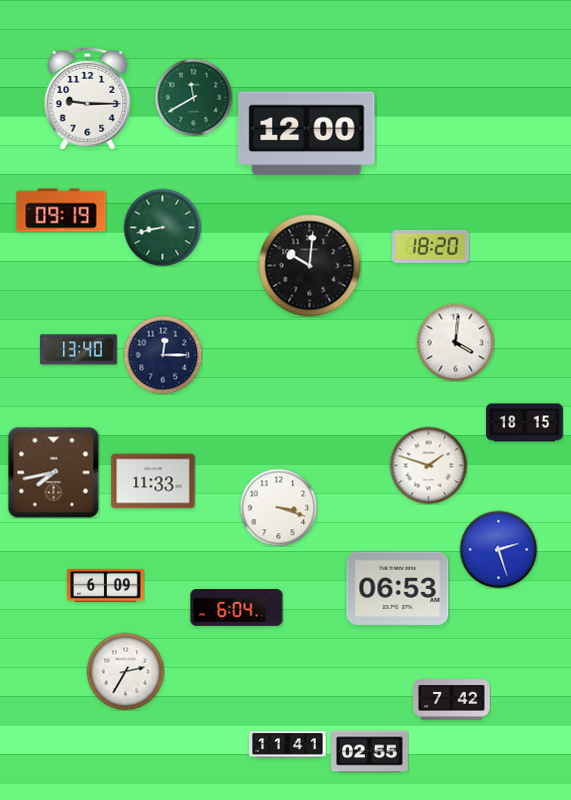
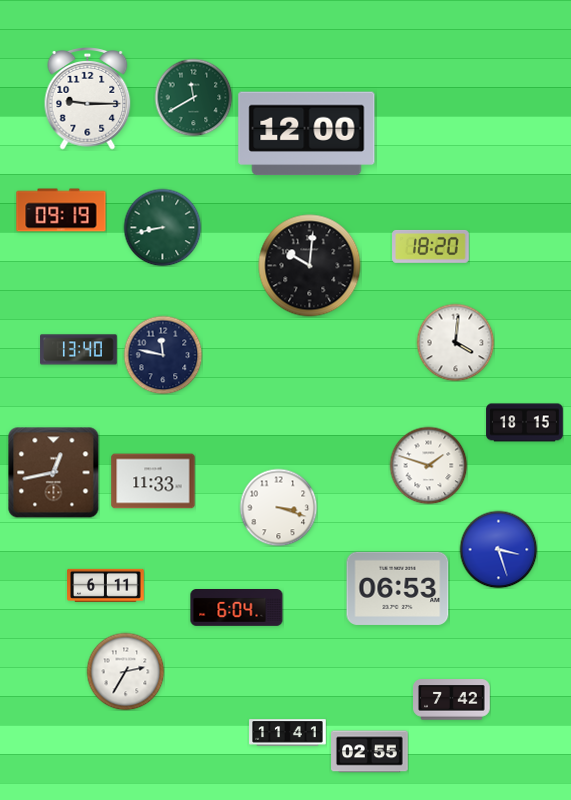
clock at (163, 355): 12:15 -> 11:47
clock at (53, 472): 7:43 -> 12:43
clock at (498, 549): 2:27 -> 3:27
clock at (106, 585): 6:09 -> 6:11
clock at (288, 745) position: (288, 745) -> (288, 733)
